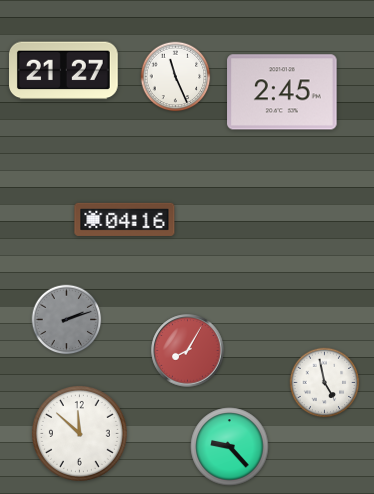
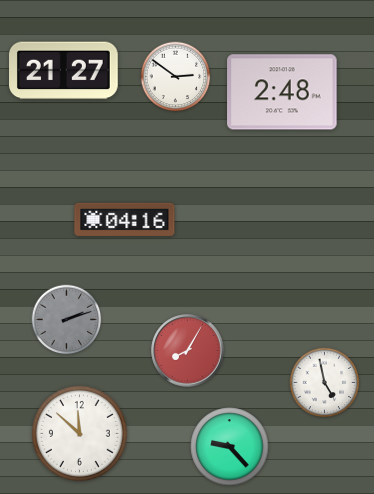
clock at (176, 77): 11:26 -> 2:51
clock at (282, 92): 2:45 -> 2:48
